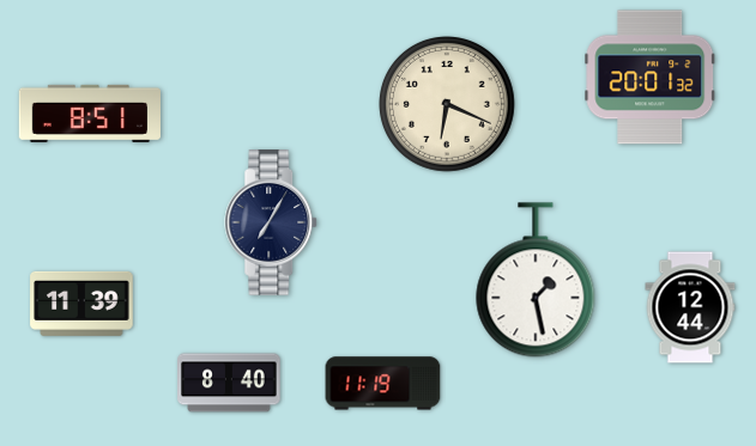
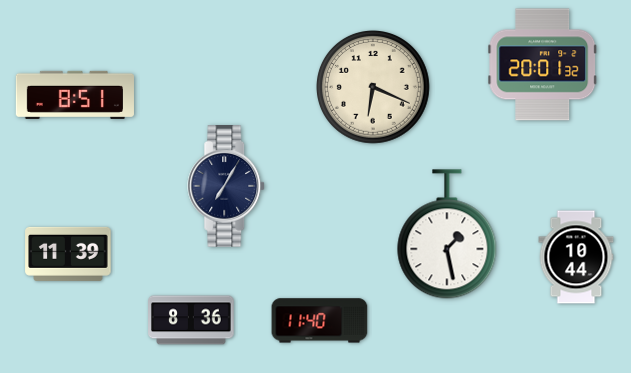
clock at (690, 307): 12:44 -> 10:44
clock at (229, 383): 8:40 -> 8:36
clock at (383, 384): 11:19 -> 11:40
